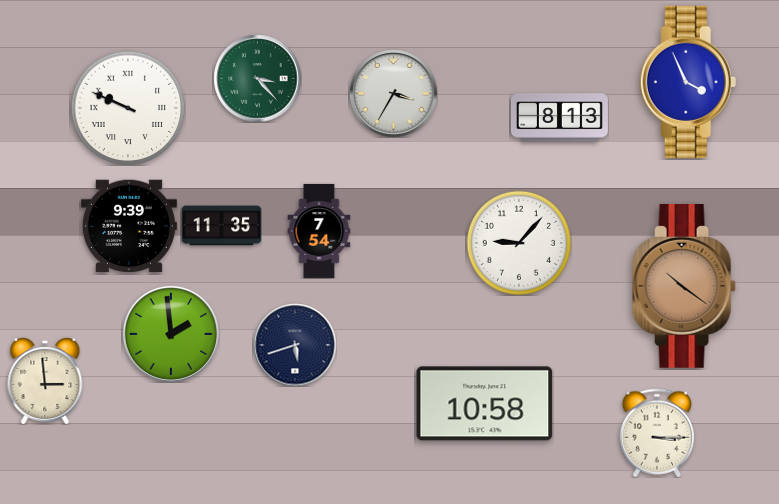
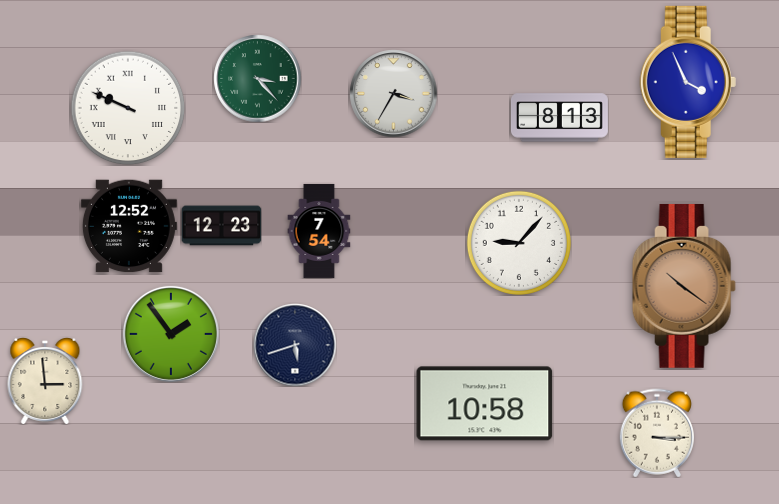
clock at (129, 226): 9:39 -> 12:52
clock at (221, 226): 11:35 -> 12:23
clock at (171, 334): 1:59 -> 1:54
